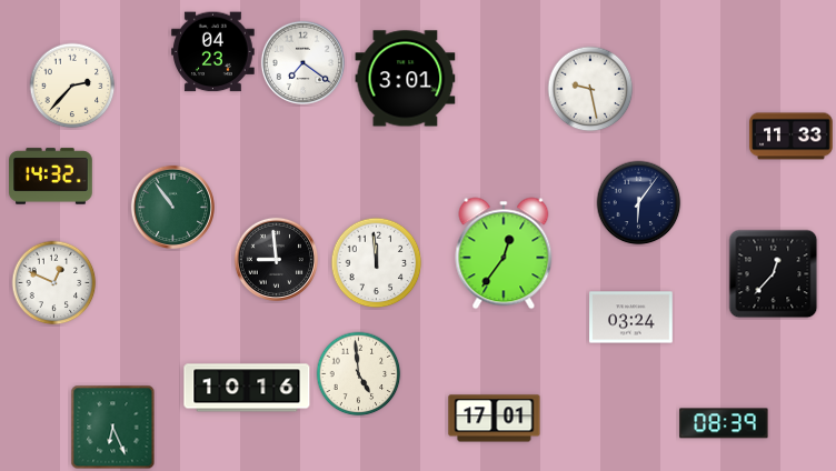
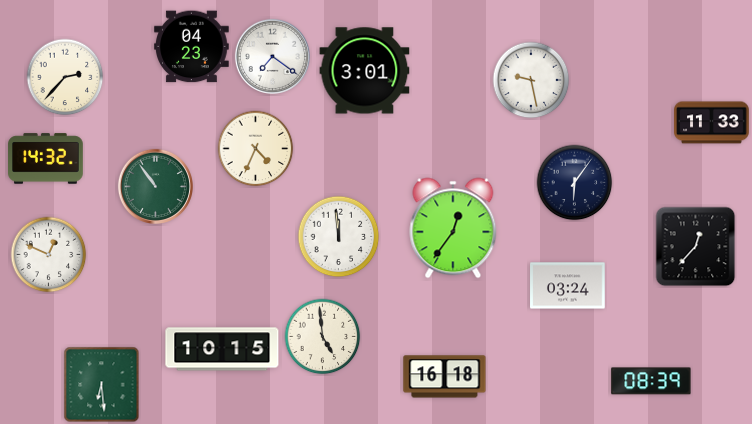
clock at (256, 149): none -> 4:34
clock at (276, 259): 8:59 -> none
clock at (247, 388): 10:16 -> 10:15
clock at (495, 419): 17:01 -> 16:18
clock at (113, 428): 6:26 -> 6:29
